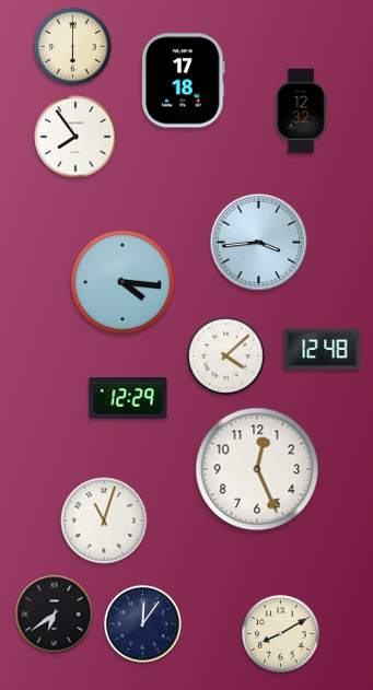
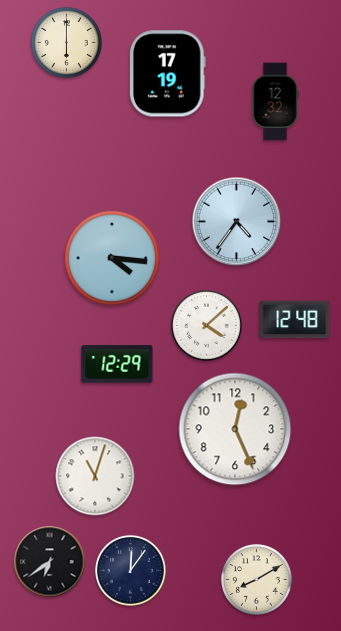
clock at (184, 81): 17:18 -> 17:19
clock at (75, 137): 7:54 -> none
clock at (259, 243): 3:44 -> 4:36
